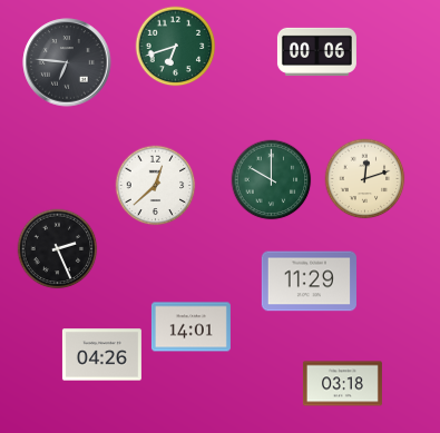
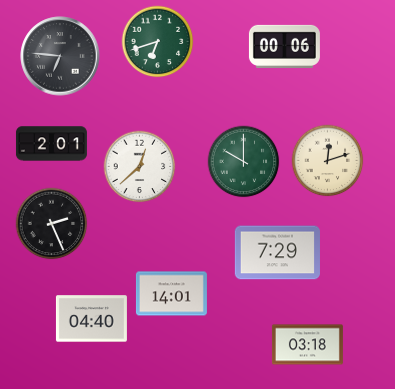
clock at (51, 144): none -> 2:01
clock at (309, 282): 11:29 -> 7:29
clock at (101, 355): 04:26 -> 04:40
